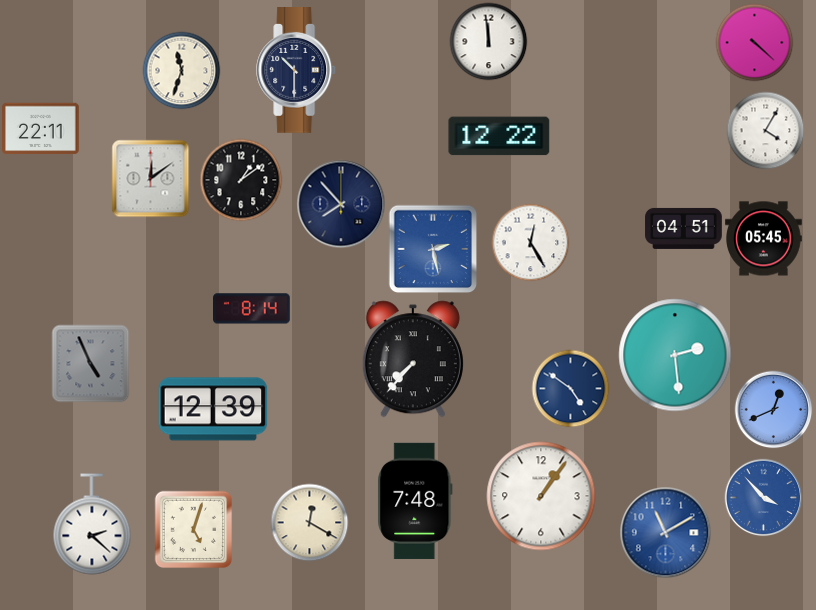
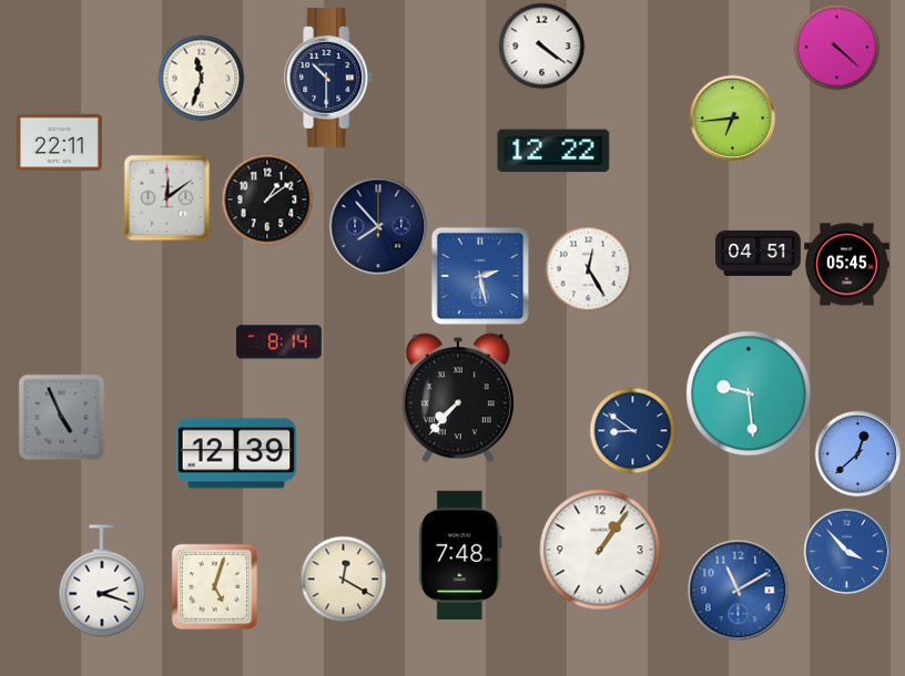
clock at (488, 41): 11:59 -> 4:21
clock at (732, 117): none -> 6:44
clock at (41, 129) position: (41, 129) -> (60, 143)
clock at (765, 130): 4:05 -> none
clock at (675, 355): 2:29 -> 9:29
clock at (90, 363) position: (90, 363) -> (61, 417)
clock at (570, 388): 4:51 -> 8:51
clock at (773, 409): 12:41 -> 12:38
clock at (92, 524): 2:22 -> 2:18
